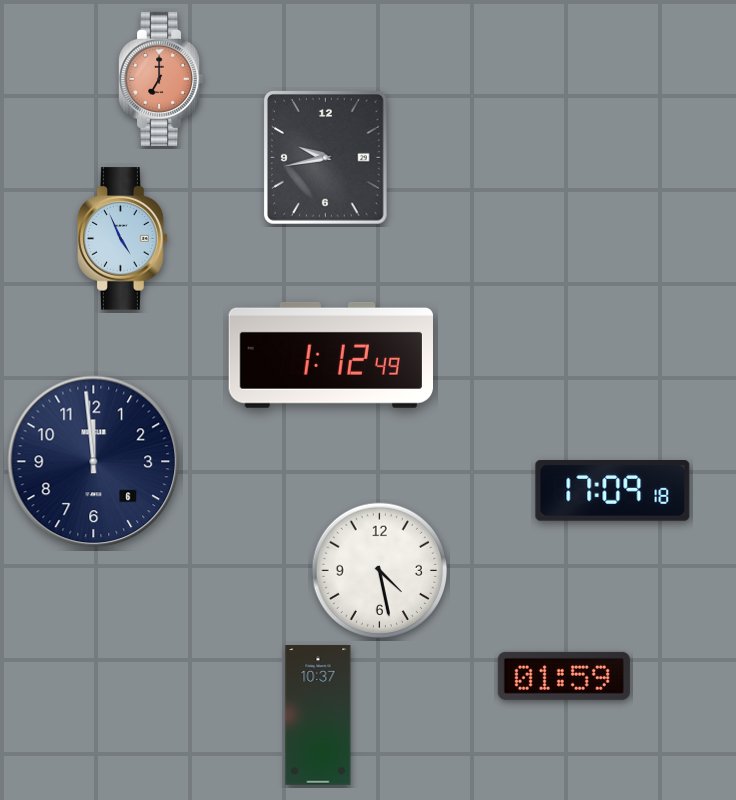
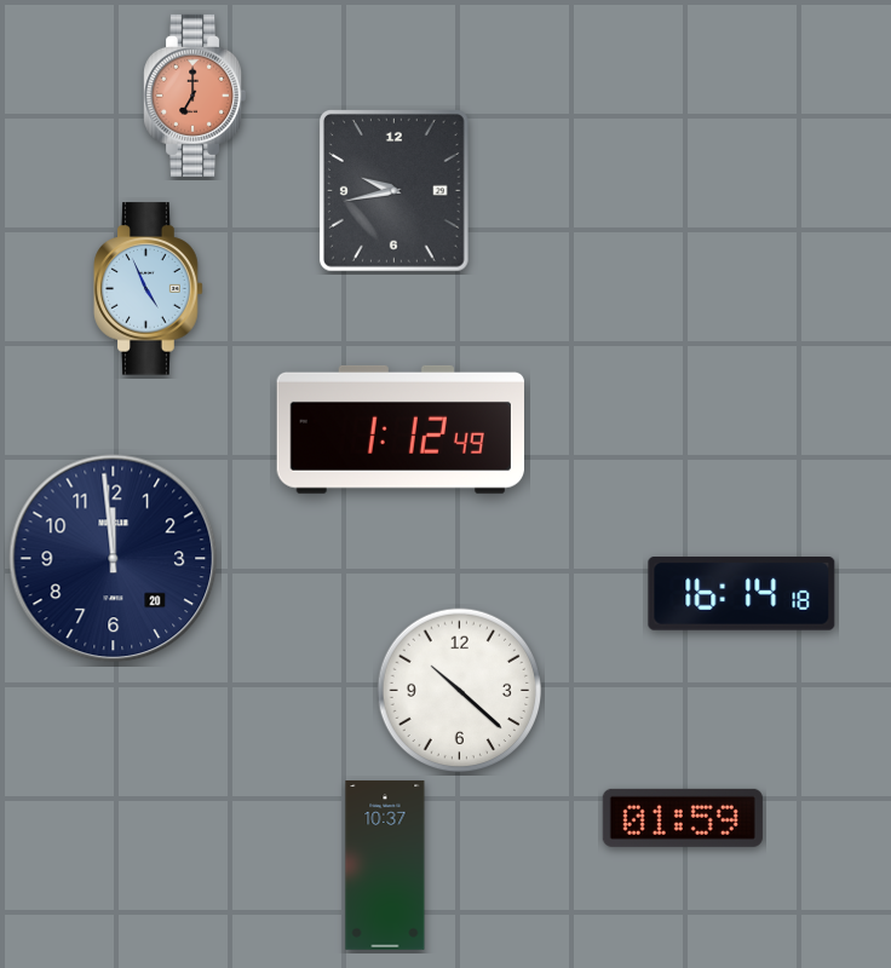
clock at (94, 462) date: 6 -> 20
clock at (613, 491): 17:09 -> 16:14
clock at (380, 571): 4:28 -> 10:22
